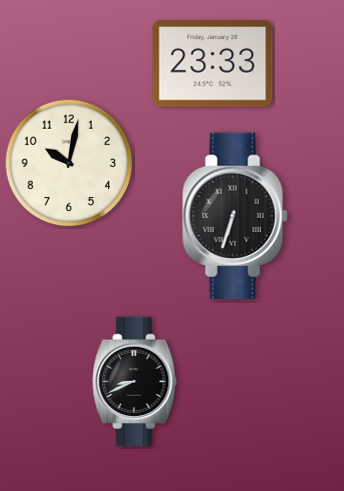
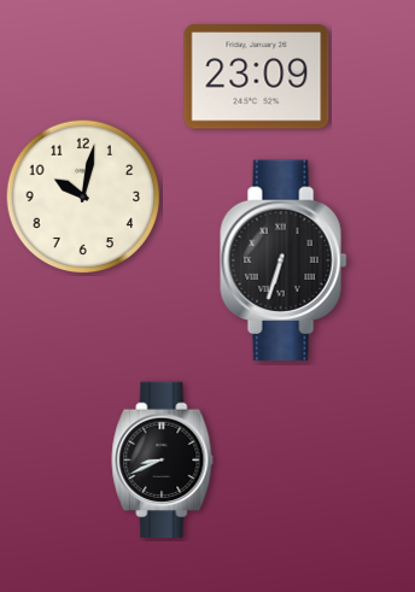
clock at (213, 64): 23:33 -> 23:09
